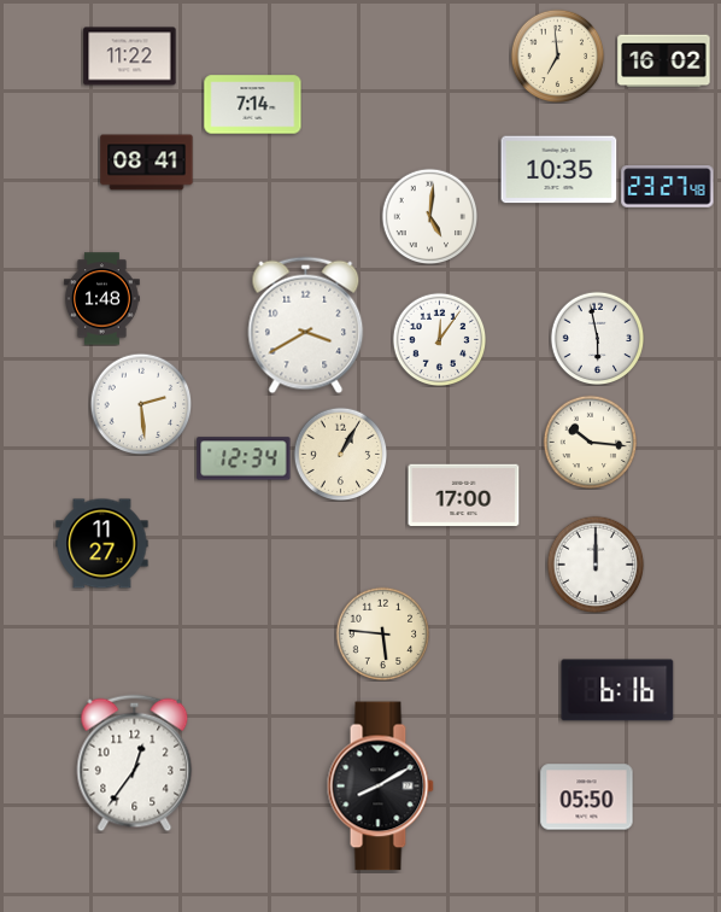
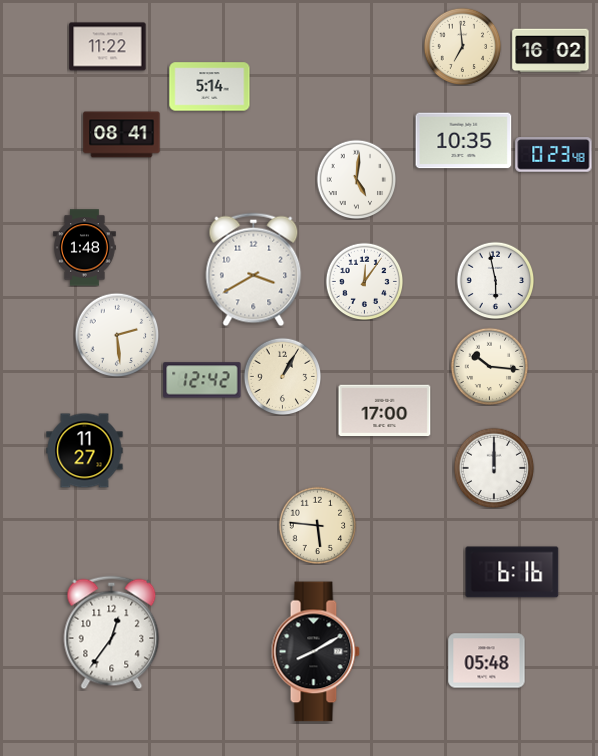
clock at (253, 105): 7:14 -> 5:14
clock at (668, 187): 23:27 -> 0:23
clock at (244, 458): 12:34 -> 12:42
clock at (587, 797): 05:50 -> 05:48
